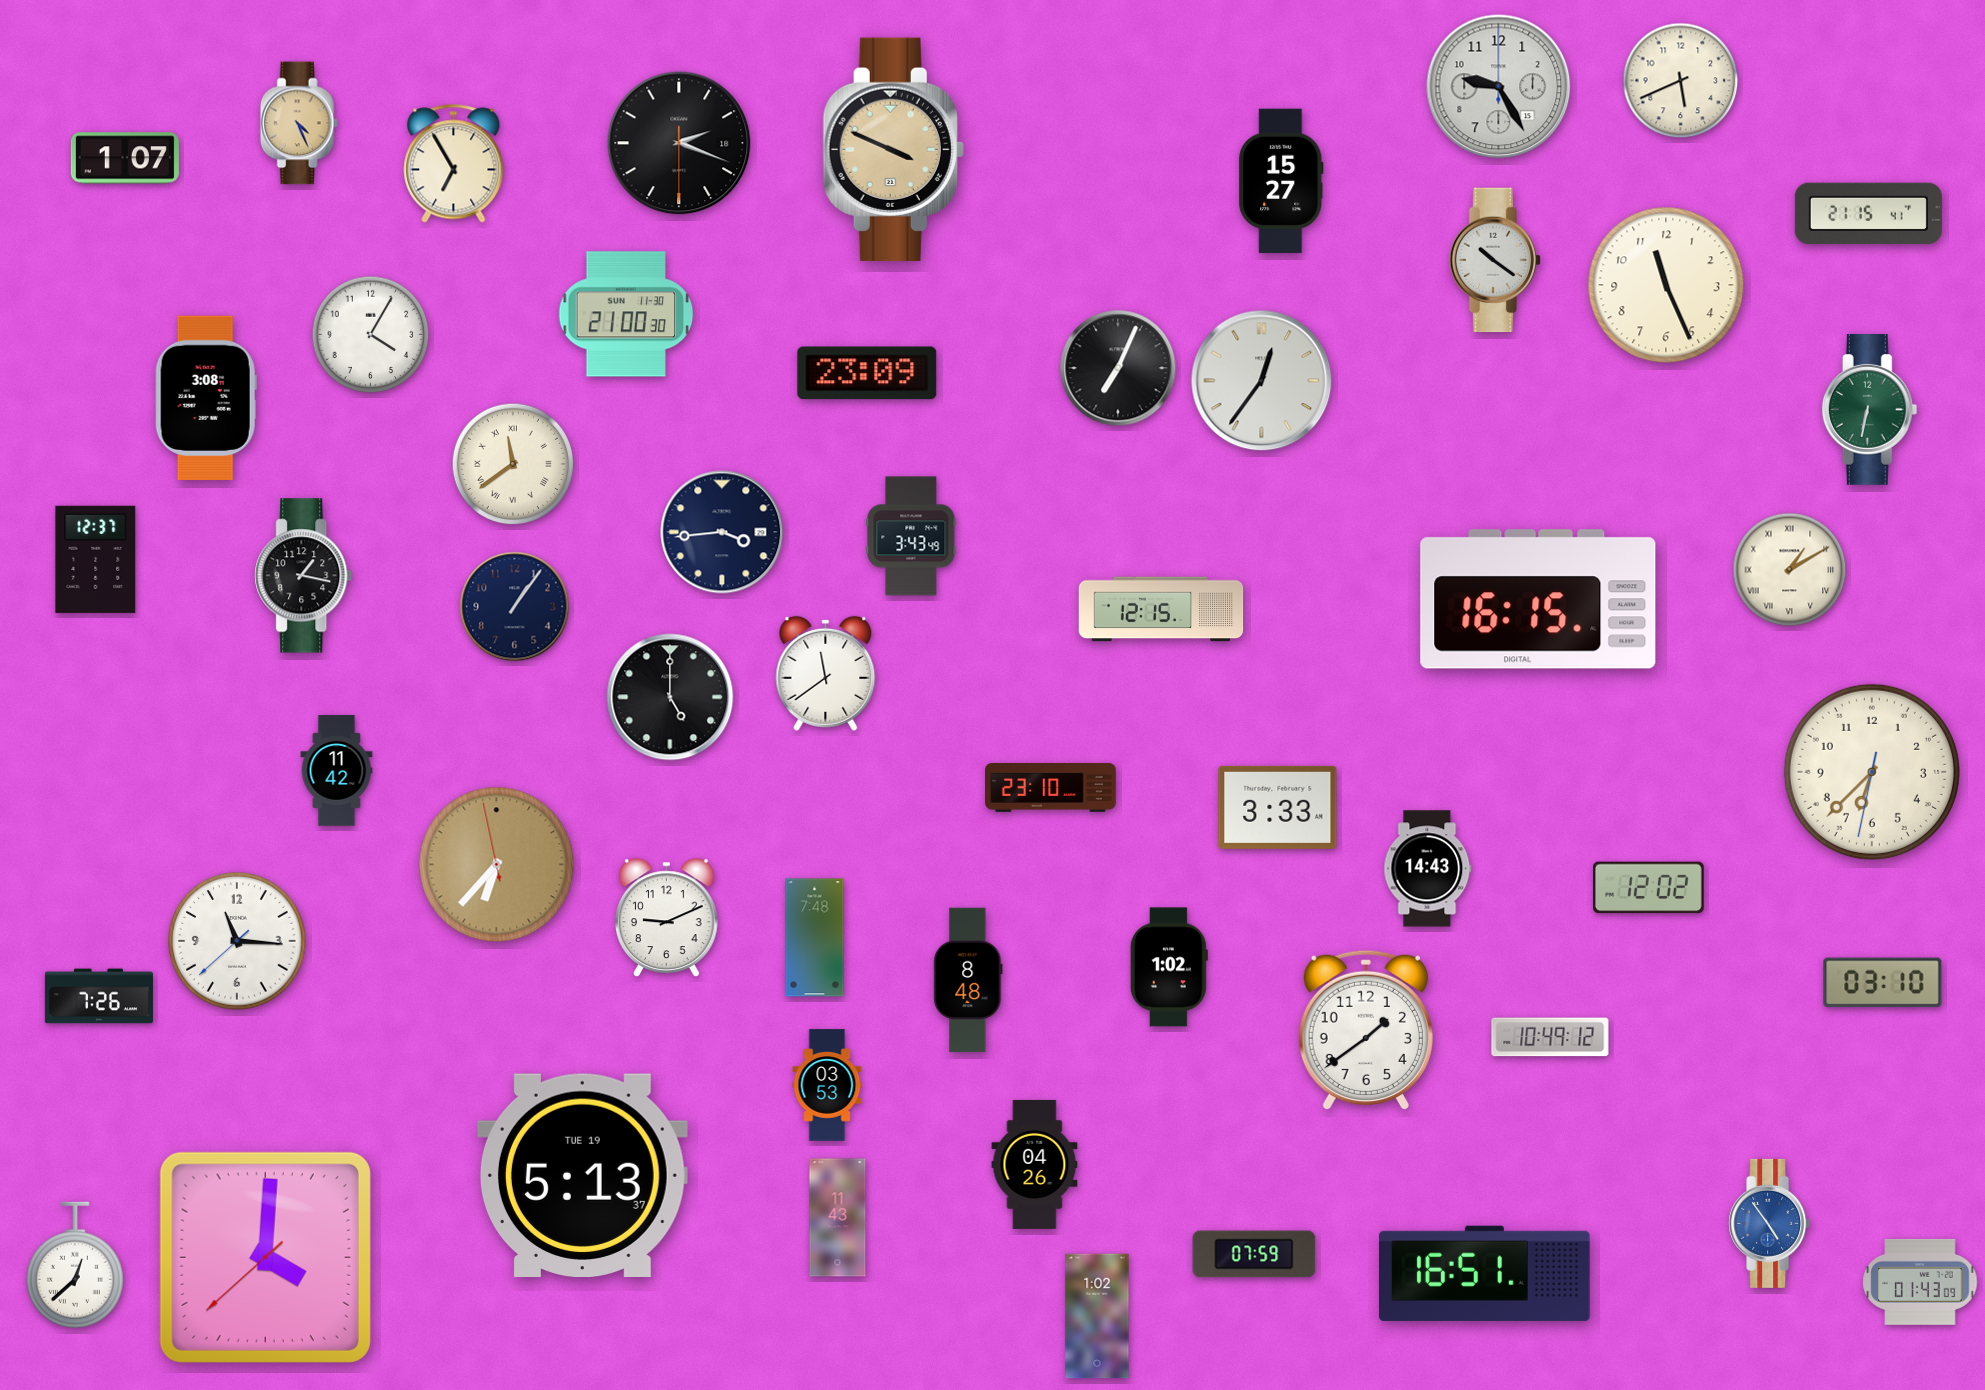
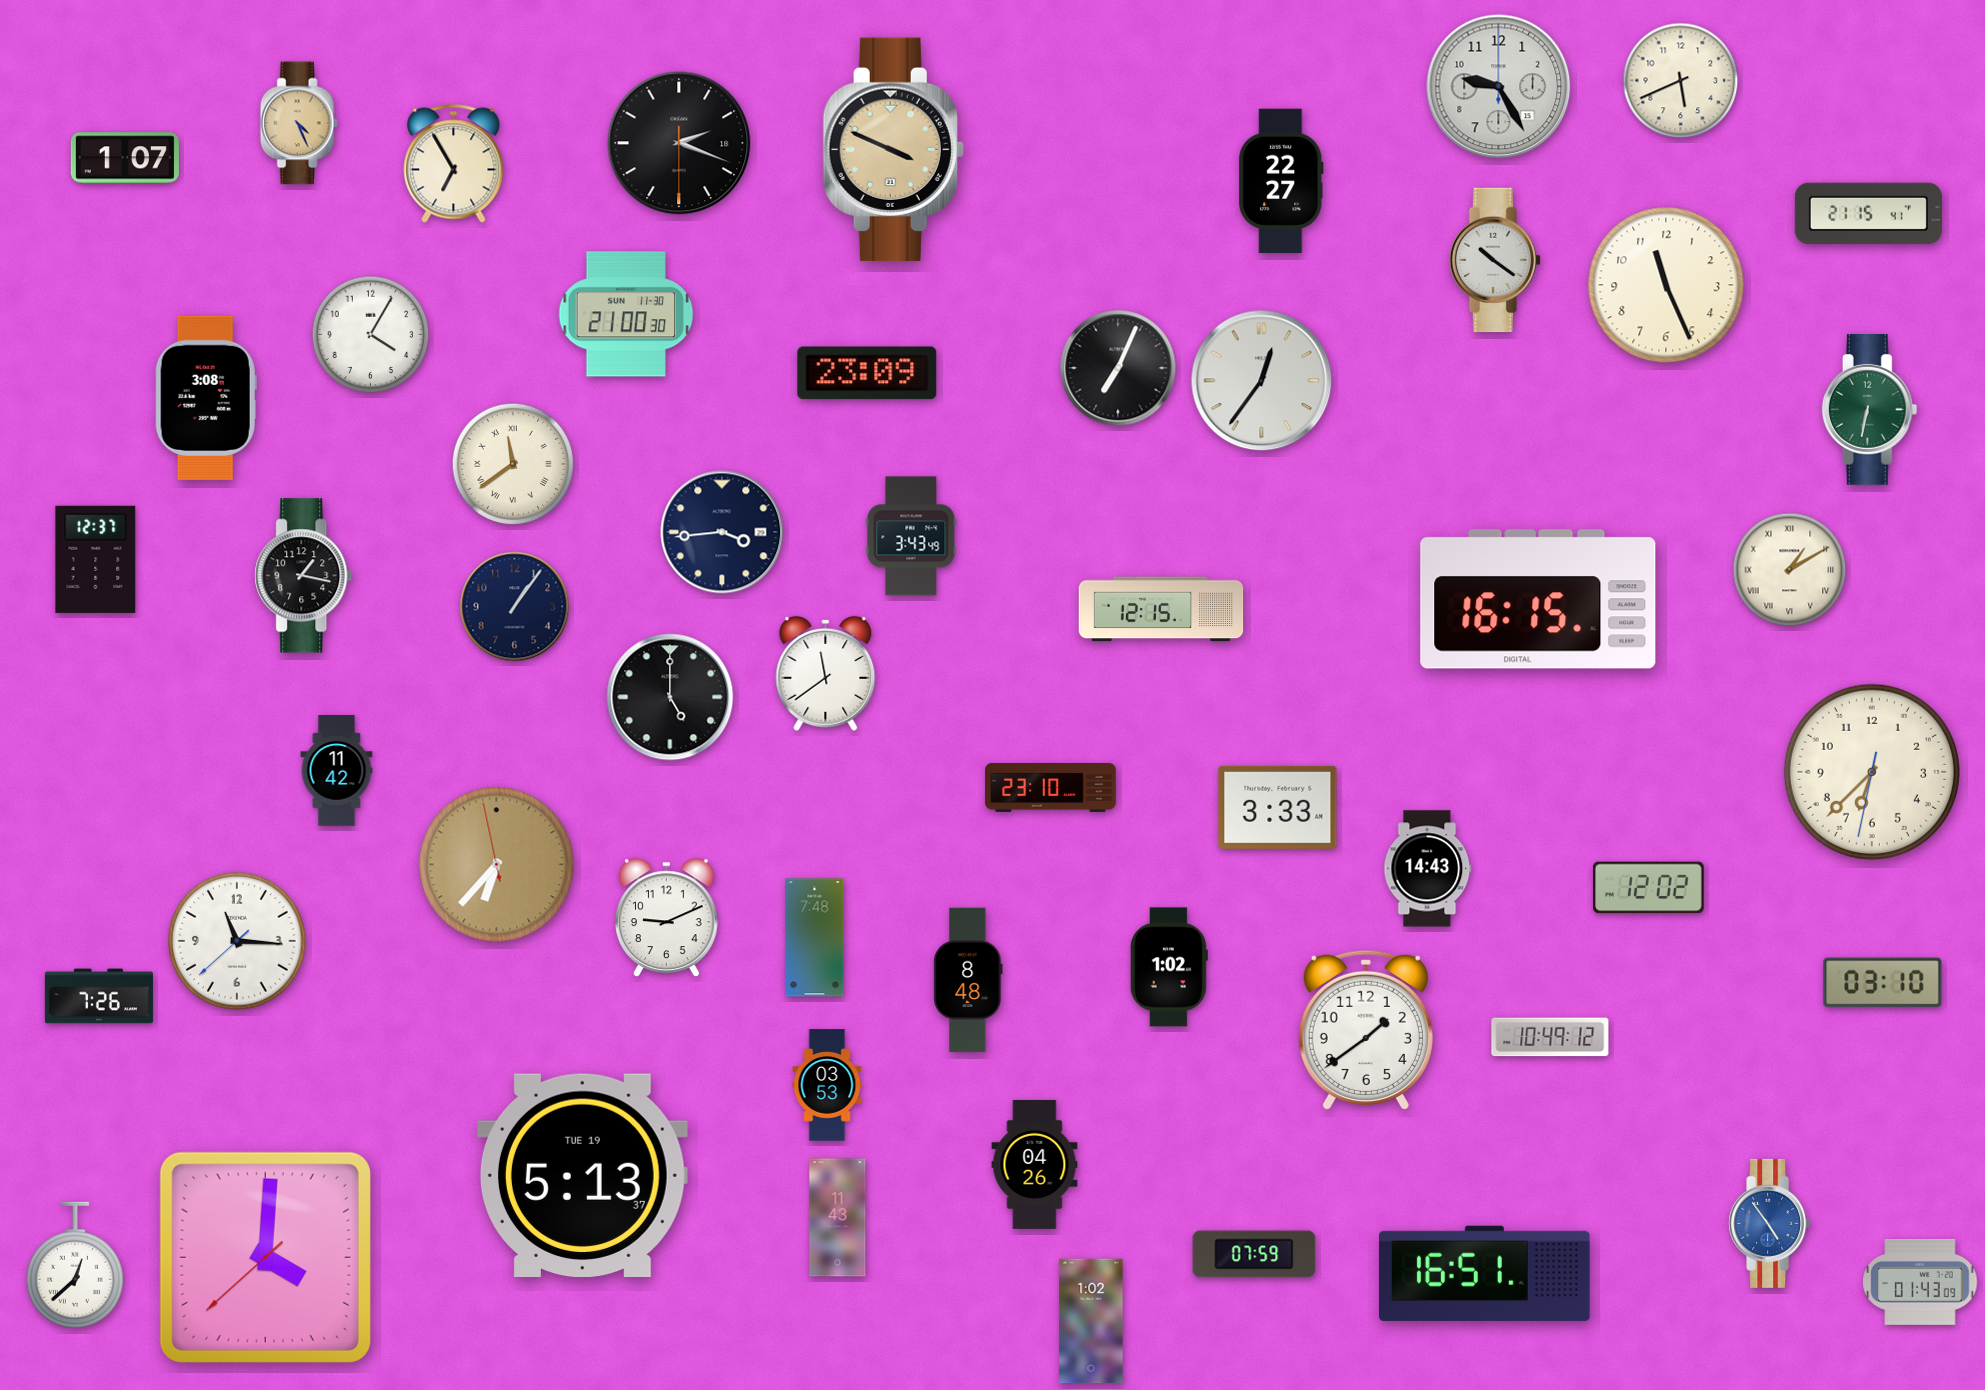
clock at (1281, 181): 15:27 -> 22:27
clock at (1097, 1316) position: (1097, 1316) -> (1091, 1321)
